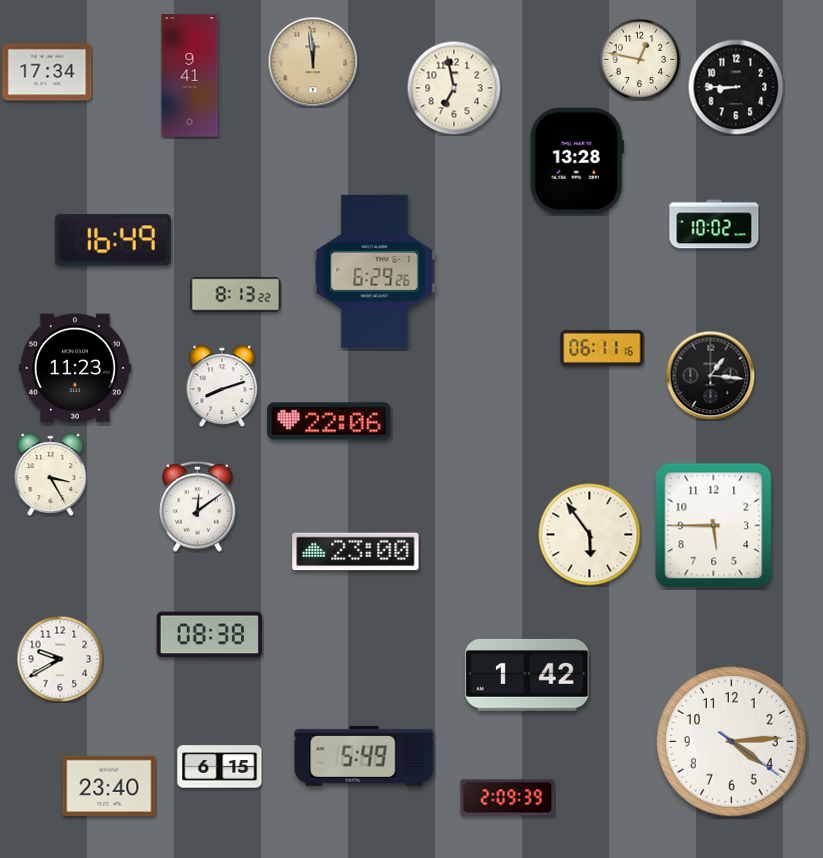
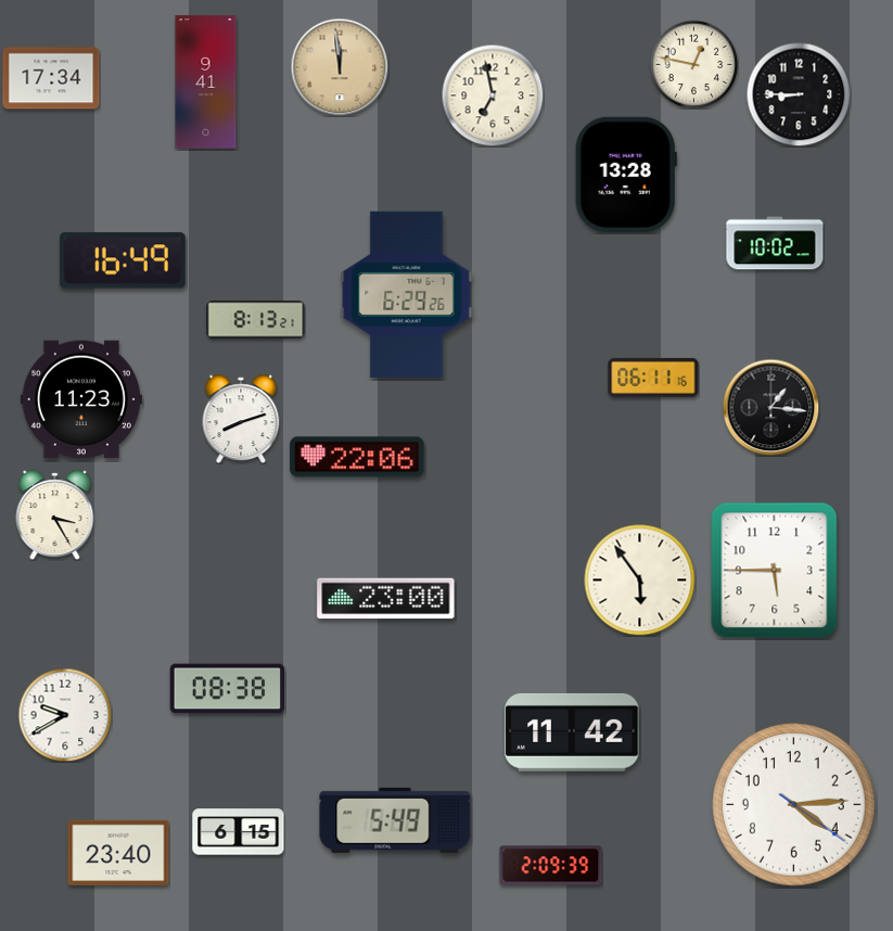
clock at (236, 295): 8:13:22 -> 8:13:21
clock at (198, 506): 12:09 -> none
clock at (527, 675): 1:42 -> 11:42
